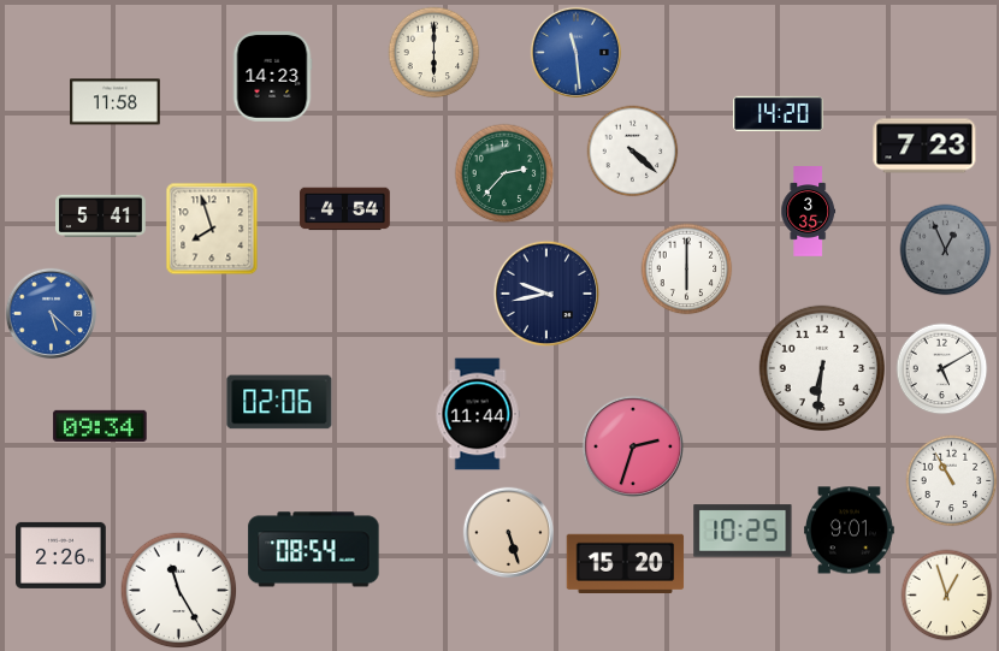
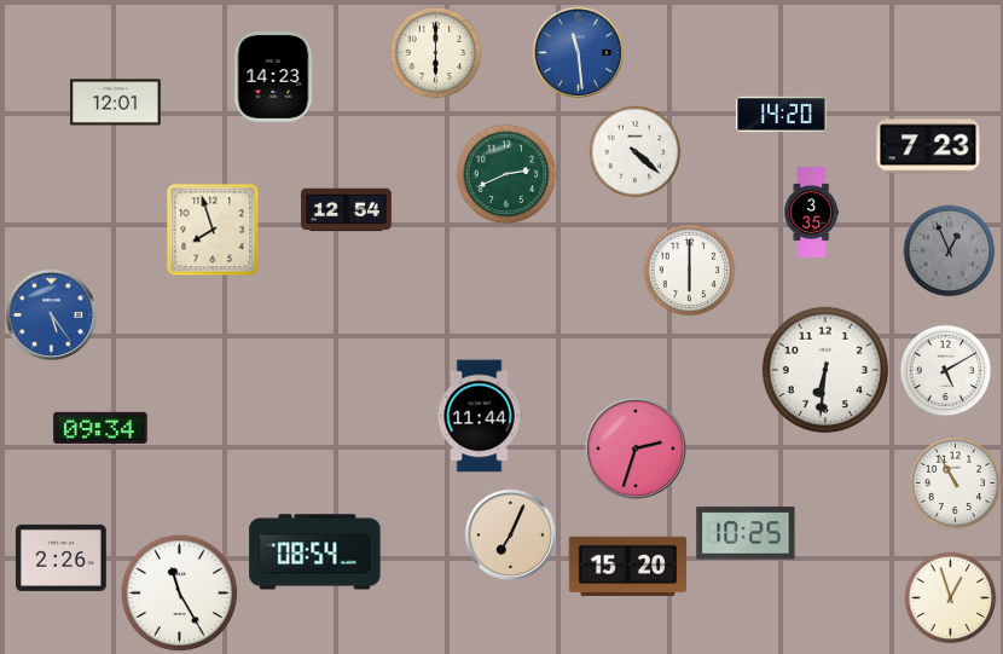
clock at (116, 102): 11:58 -> 12:01
clock at (504, 173): 2:37 -> 2:41
clock at (345, 209): 4:54 -> 12:54
clock at (101, 215): 5:41 -> none
clock at (546, 294): 9:43 -> none
clock at (51, 313): 5:22 -> 5:24
clock at (279, 402): 02:06 -> none
clock at (850, 531): 9:01 -> none
clock at (508, 532): 5:27 -> 7:04
